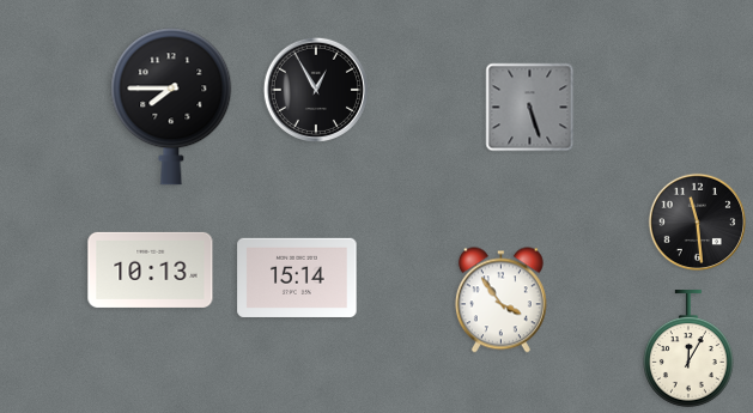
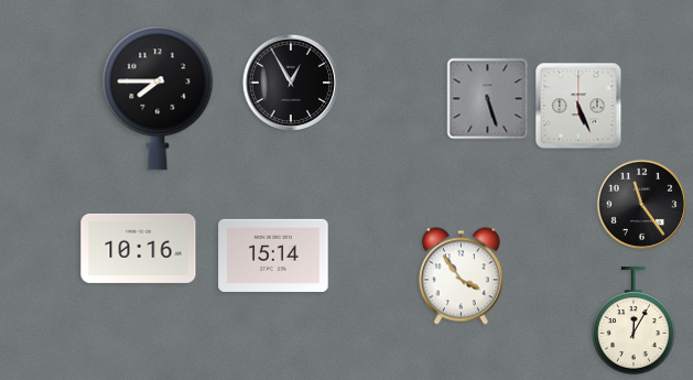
clock at (578, 106): none -> 5:26
clock at (698, 223): 11:29 -> 11:24
clock at (151, 269): 10:13 -> 10:16
